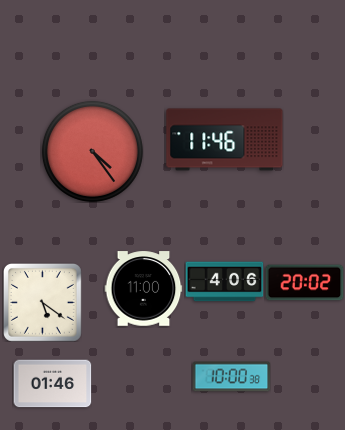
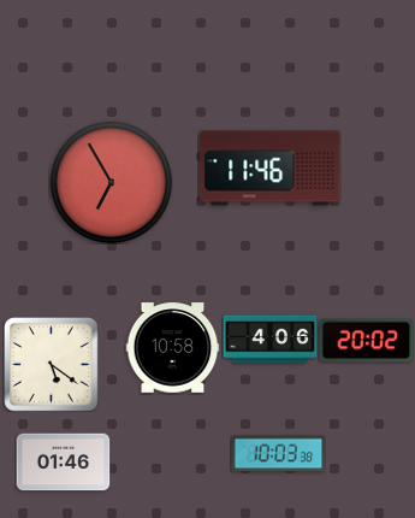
clock at (92, 151): 4:24 -> 6:55
clock at (143, 289): 11:00 -> 10:58
clock at (231, 377): 10:00 -> 10:03
